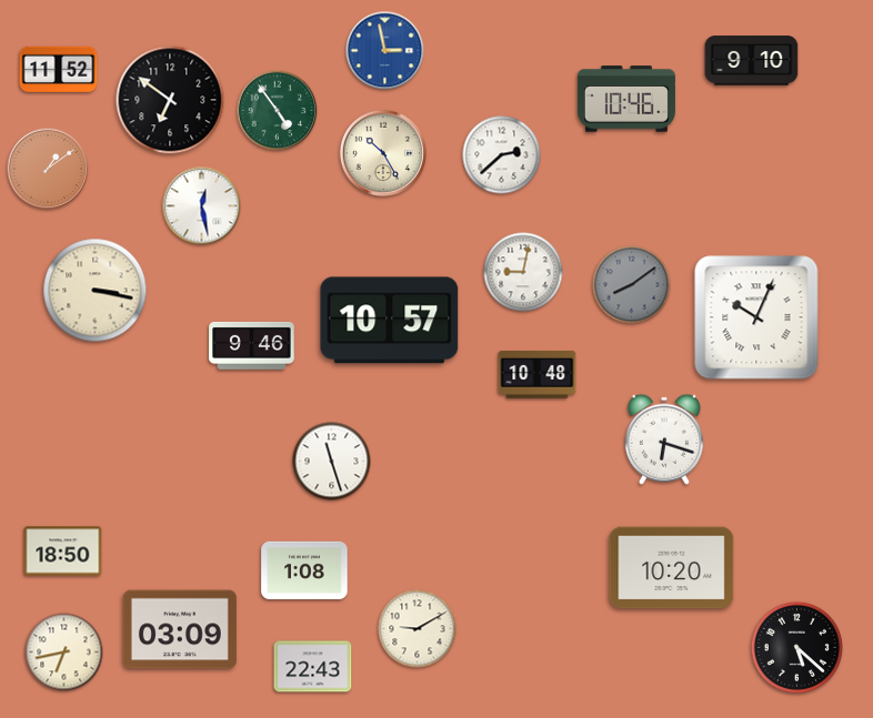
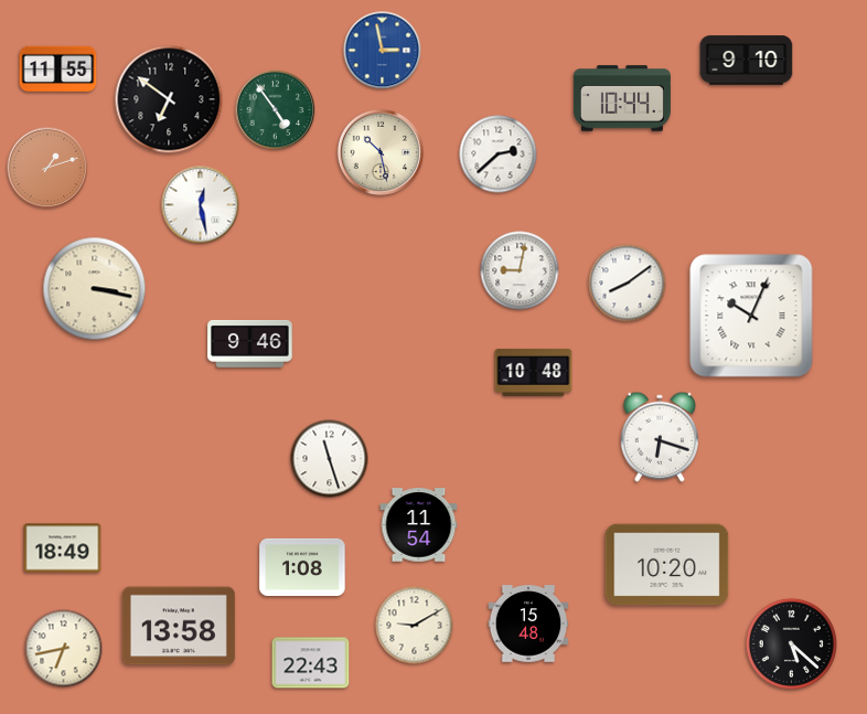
clock at (59, 69): 11:52 -> 11:55
clock at (626, 99): 10:46 -> 10:44
clock at (383, 153): 10:25 -> 10:28
clock at (48, 169): 1:09 -> 1:12
clock at (632, 285) dial: grey -> white
clock at (390, 321): 10:57 -> none
clock at (419, 525): none -> 11:54
clock at (63, 552): 18:50 -> 18:49
clock at (528, 624): none -> 15:48
clock at (180, 629): 03:09 -> 13:58
